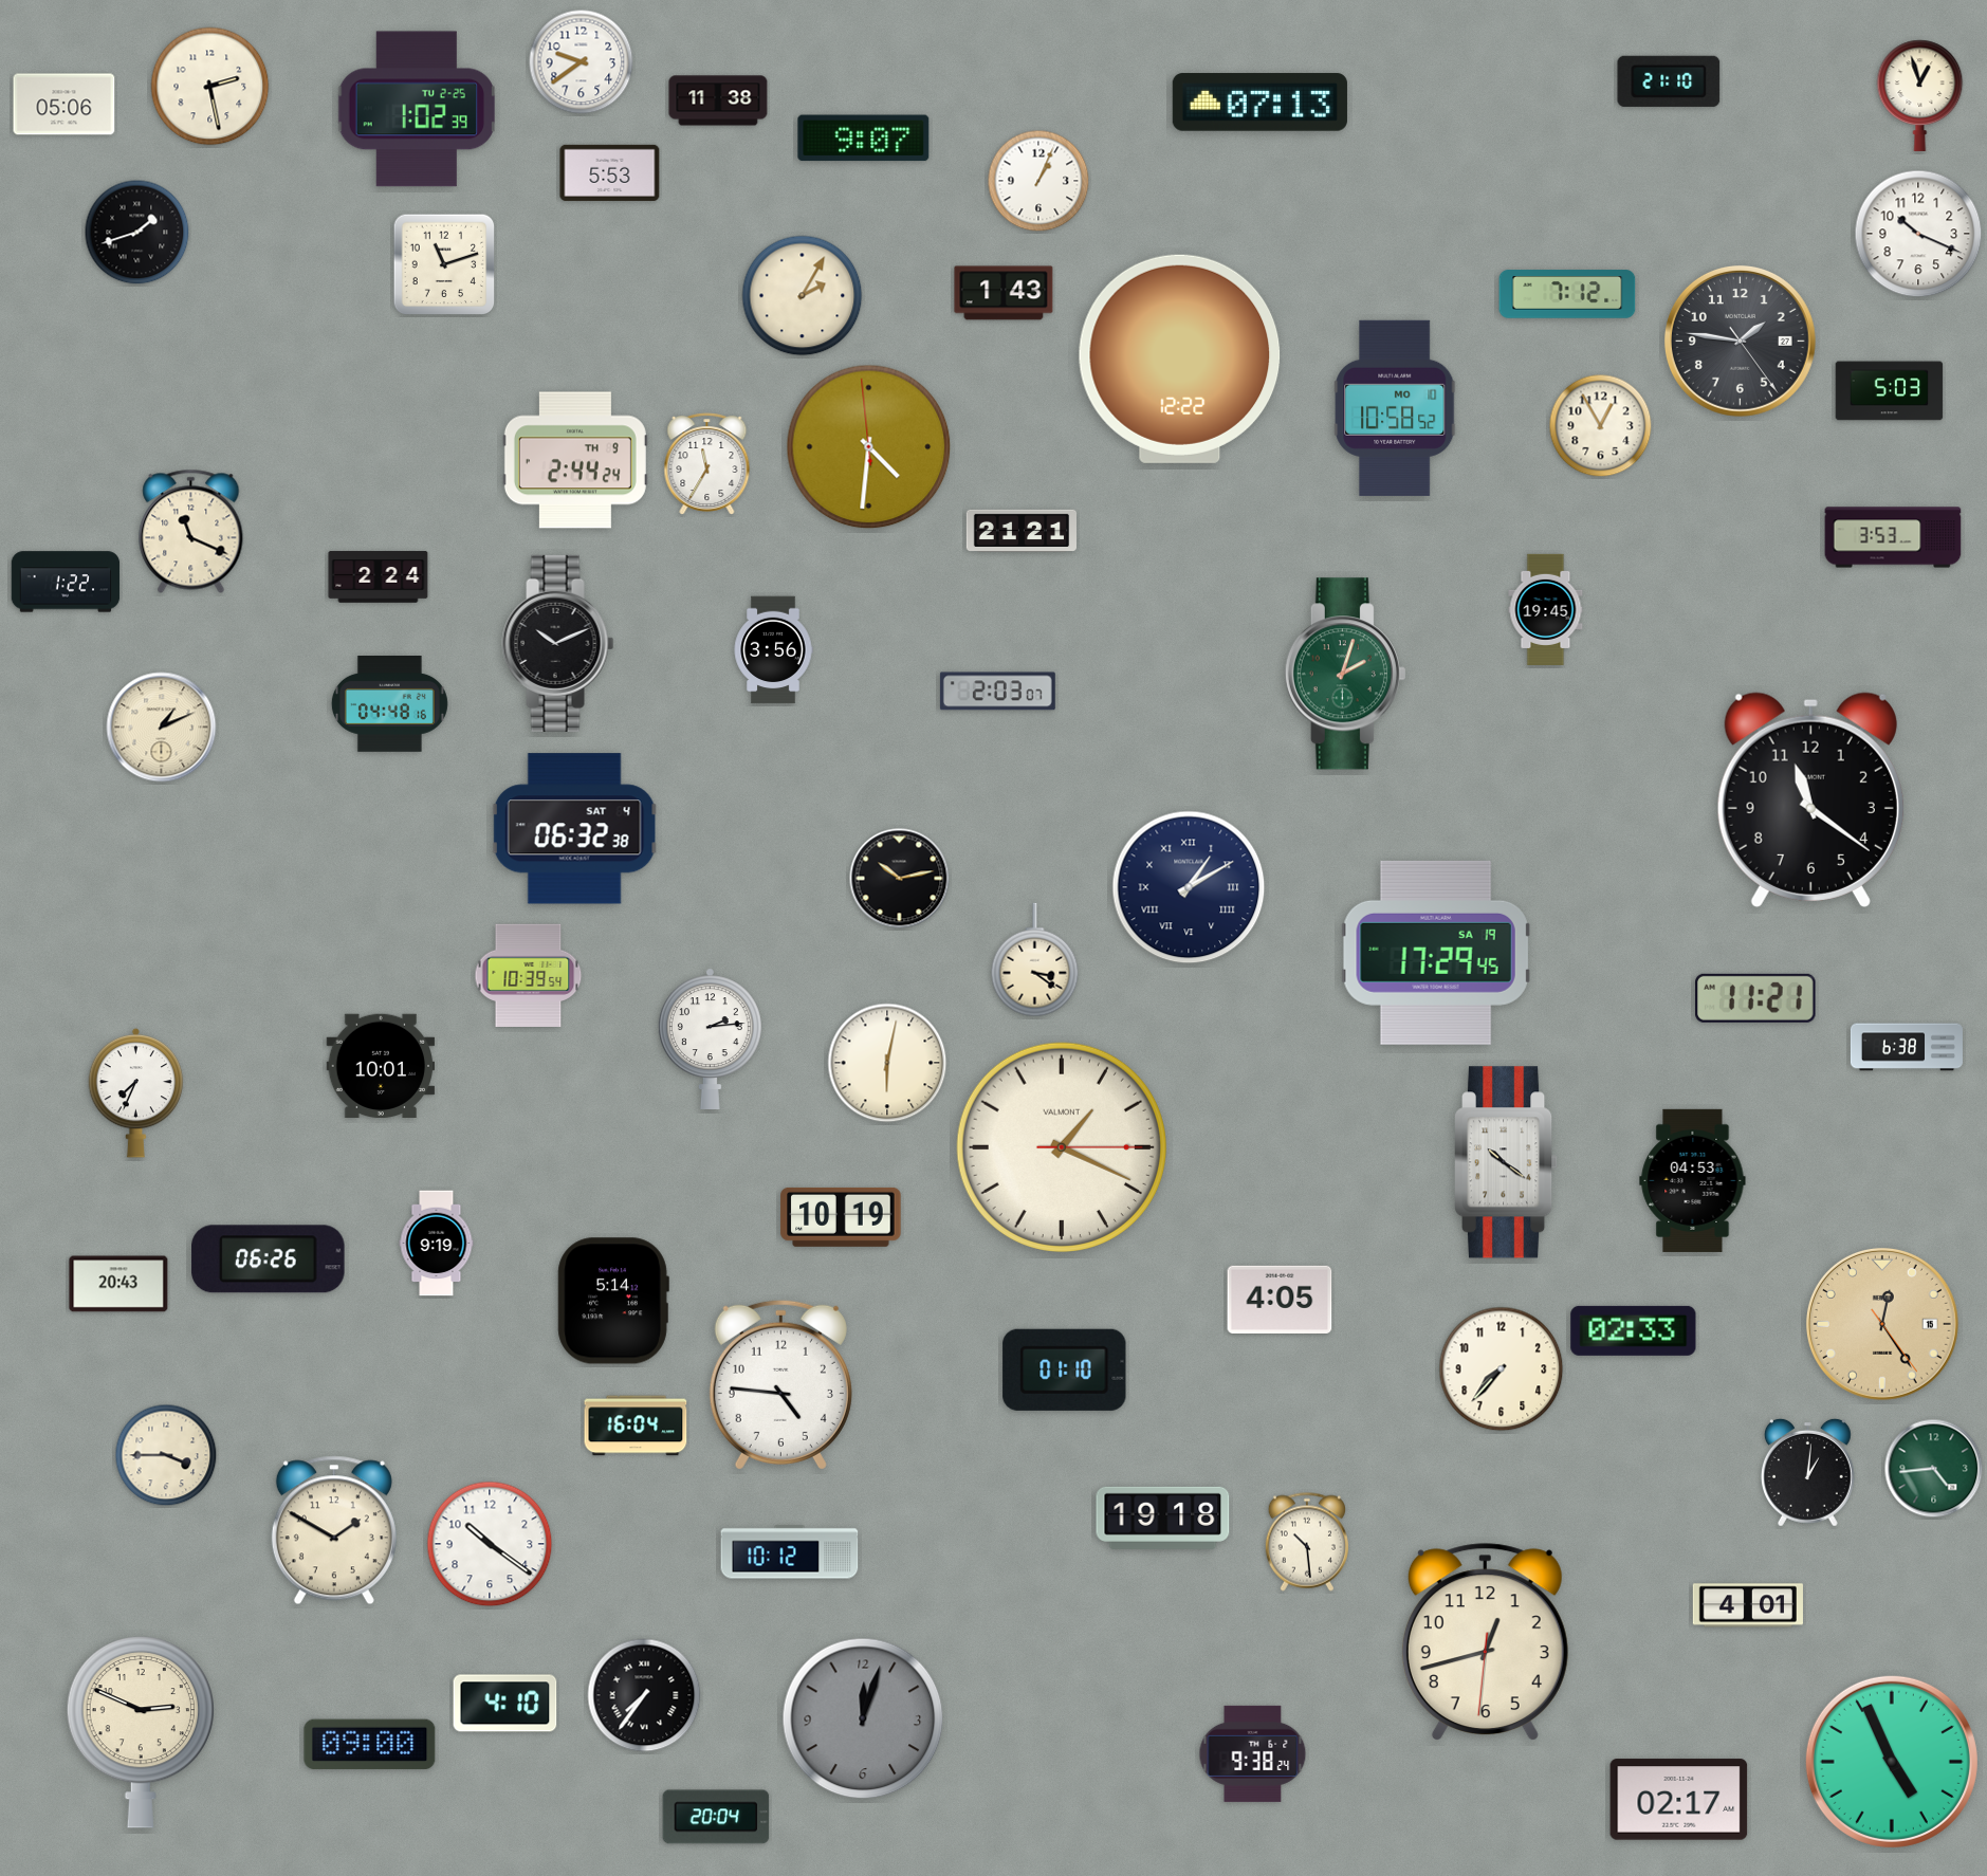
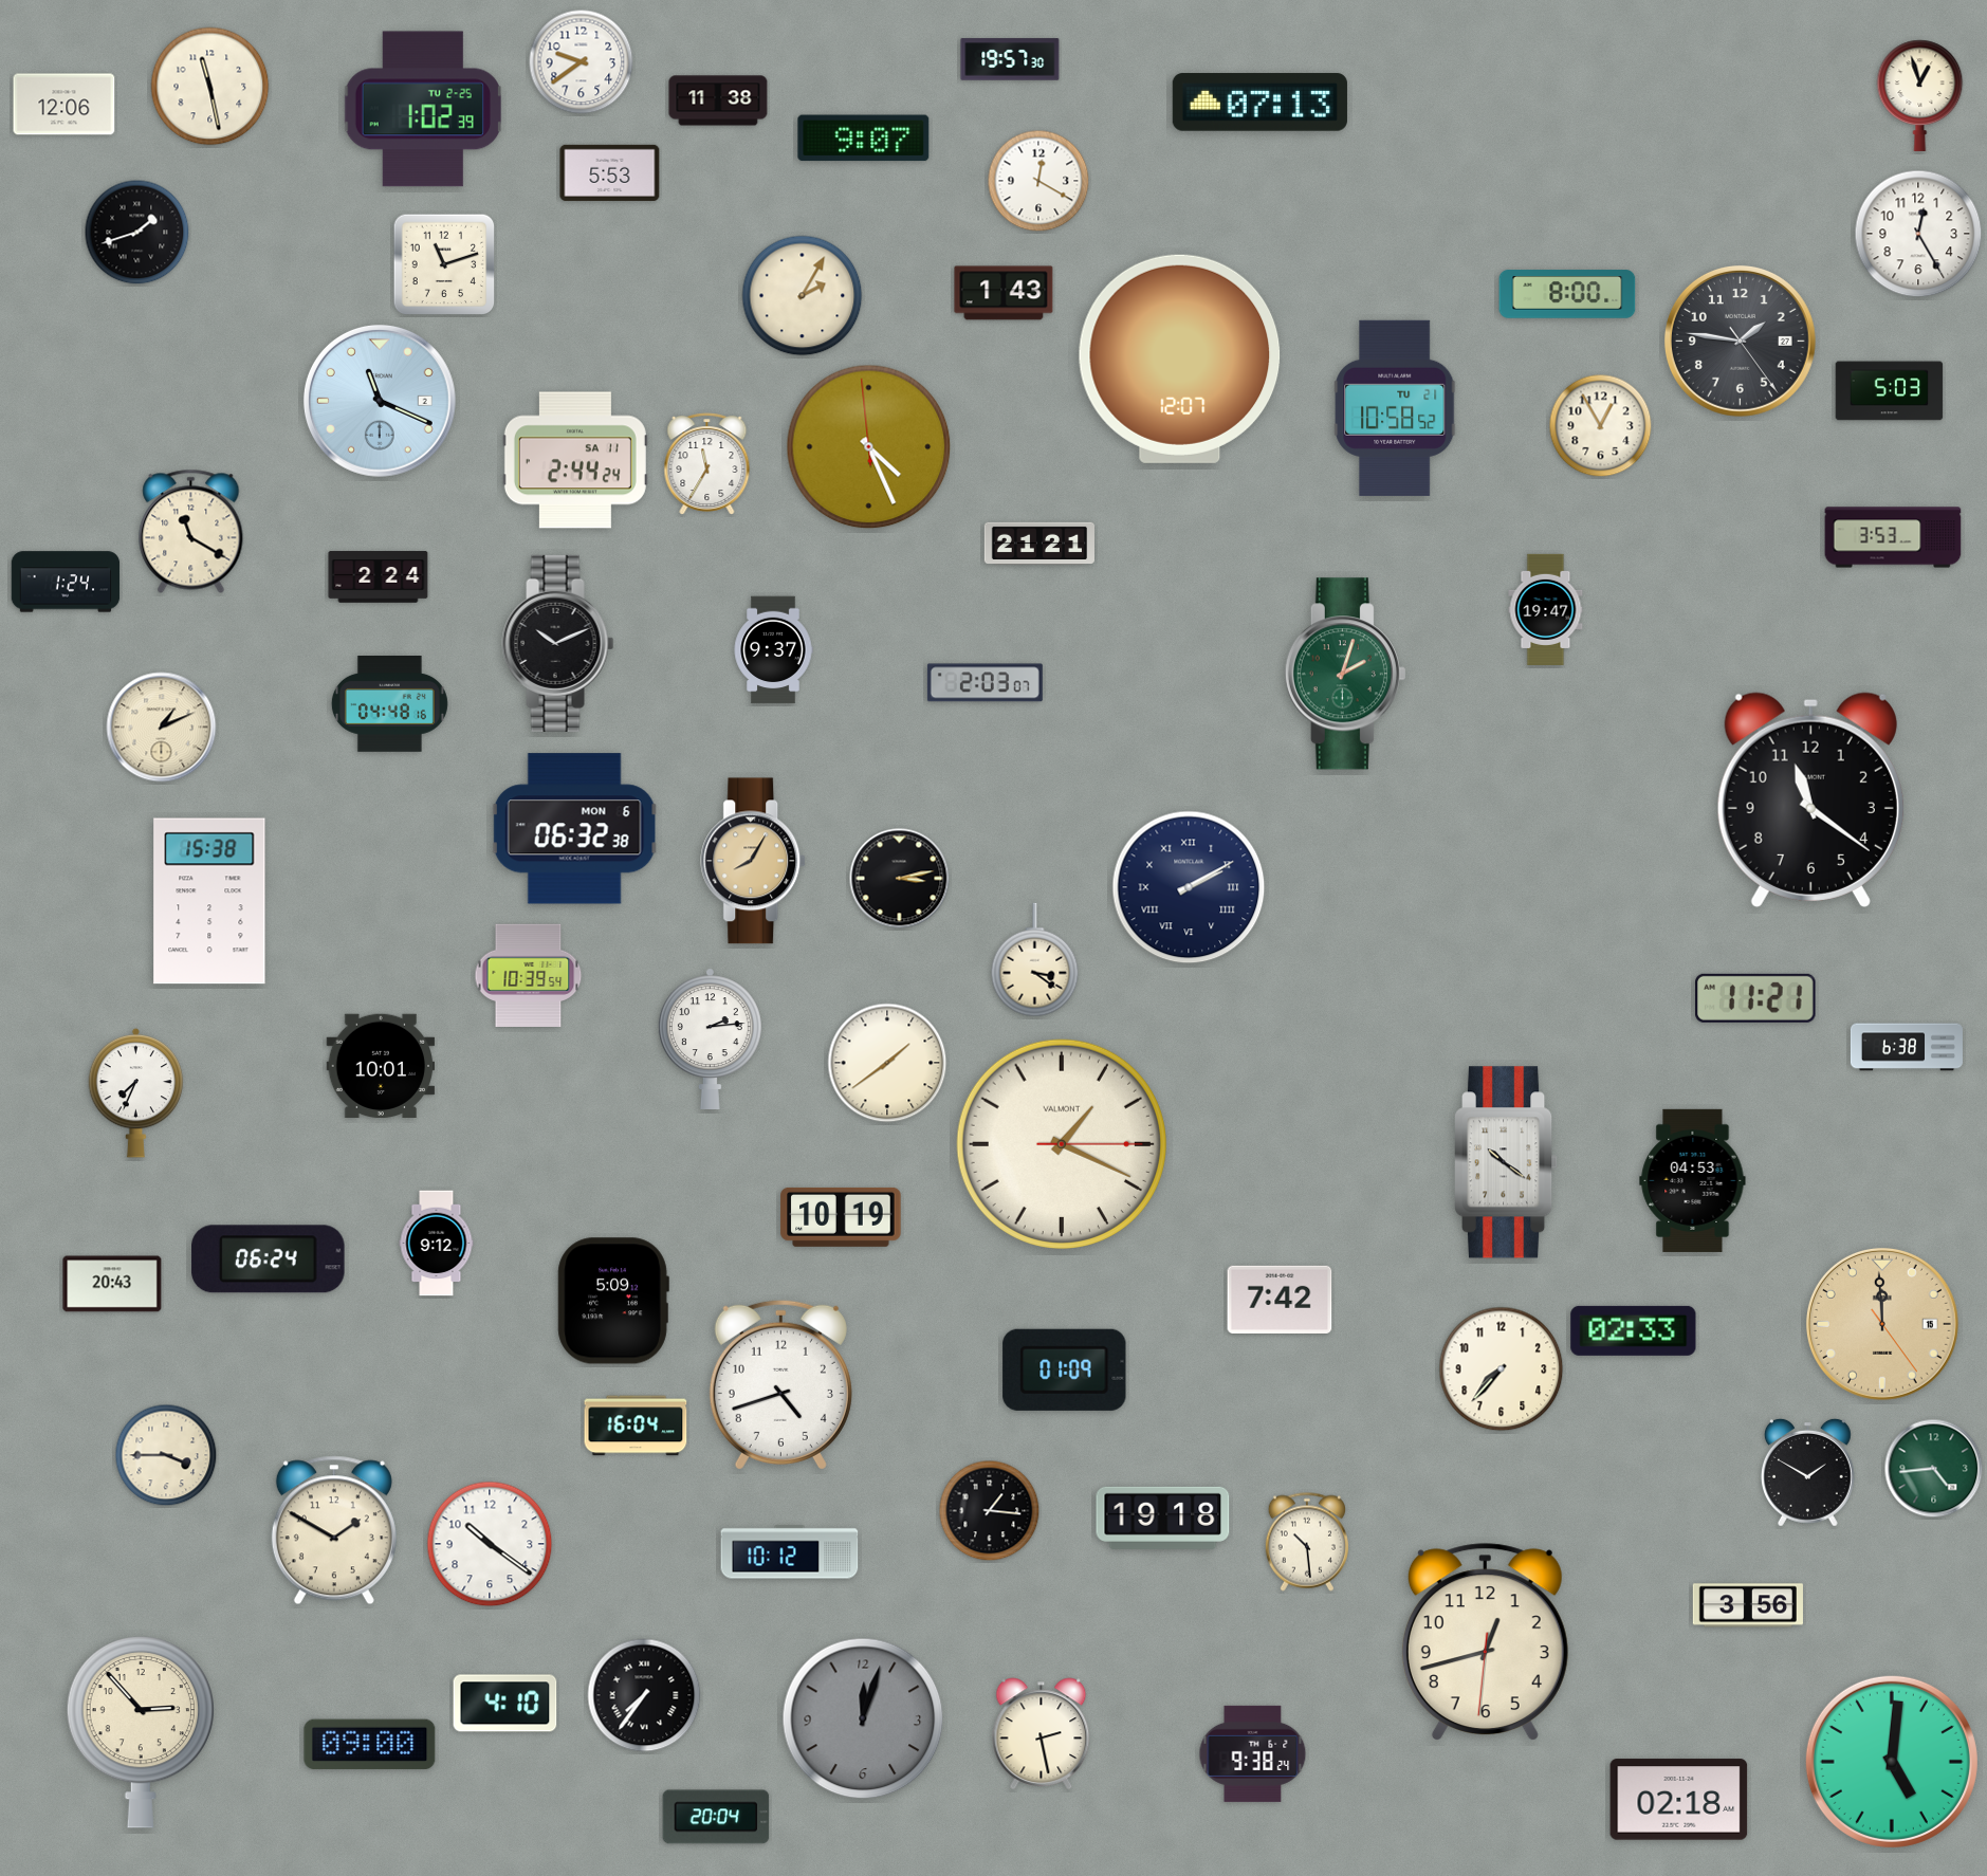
clock at (1010, 59): none -> 19:57
clock at (1669, 81): 21:10 -> none
clock at (210, 87): 2:28 -> 11:28
clock at (65, 105): 05:06 -> 12:06
clock at (416, 109) position: (416, 109) -> (422, 109)
clock at (1038, 181): 1:04 -> 12:20
clock at (1918, 234): 10:19 -> 12:25
clock at (1567, 294): 7:12 -> 8:00
clock at (1180, 358): 12:22 -> 12:07
clock at (380, 401): none -> 11:19
clock at (1395, 408) date: MO 10 -> TU 21
clock at (869, 447): 4:30 -> 4:25
clock at (575, 460) date: TH 9 -> SA 11
clock at (191, 531): 11:19 -> 11:20
clock at (1020, 531) position: (1020, 531) -> (1038, 544)
clock at (66, 582): 1:22 -> 1:24
clock at (1546, 609): 19:45 -> 19:47
clock at (773, 650): 3:56 -> 9:37
clock at (997, 692) position: (997, 692) -> (985, 683)
clock at (574, 829) date: SAT 4 -> MON 6
clock at (754, 861): none -> 8:05
clock at (900, 879): 10:13 -> 3:13
clock at (1189, 887): 1:10 -> 2:10
clock at (209, 901): none -> 15:38
clock at (1436, 953): 17:29 -> none
clock at (887, 1063): 6:02 -> 1:39
clock at (1062, 1147) position: (1062, 1147) -> (1062, 1144)
clock at (437, 1244): 9:19 -> 9:12
clock at (269, 1259): 06:26 -> 06:24
clock at (118, 1284) position: (118, 1284) -> (112, 1284)
clock at (1280, 1299): 4:05 -> 7:42
clock at (613, 1301): 5:14 -> 5:09
clock at (1882, 1324): 12:24 -> 11:59
clock at (1065, 1369): 01:10 -> 01:09
clock at (780, 1384): 4:46 -> 4:42
clock at (1807, 1472): 1:01 -> 1:50
clock at (990, 1511): none -> 1:16
clock at (1748, 1605): 4:01 -> 3:56
clock at (141, 1733): 2:49 -> 2:53
clock at (1042, 1734): none -> 2:28
clock at (1892, 1762): 4:56 -> 5:01
clock at (1679, 1800): 02:17 -> 02:18
